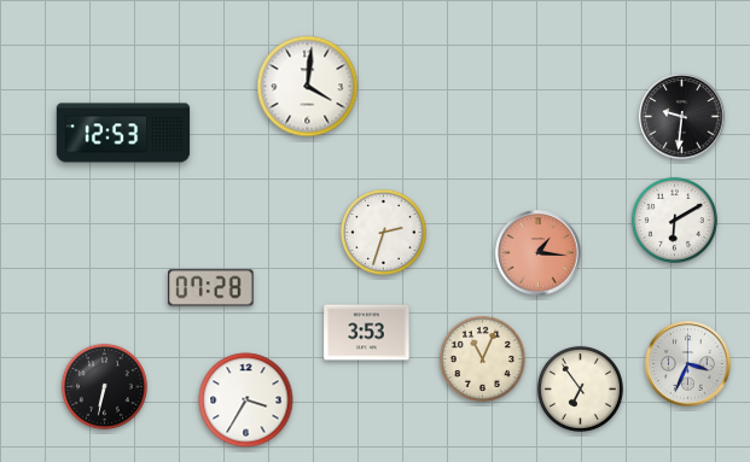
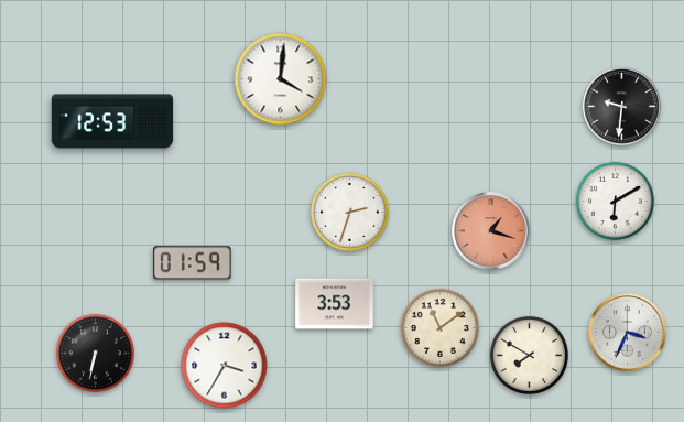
clock at (539, 253): 1:16 -> 1:18
clock at (211, 288): 07:28 -> 01:59
clock at (482, 358): 11:04 -> 11:09
clock at (580, 388): 6:54 -> 7:50
